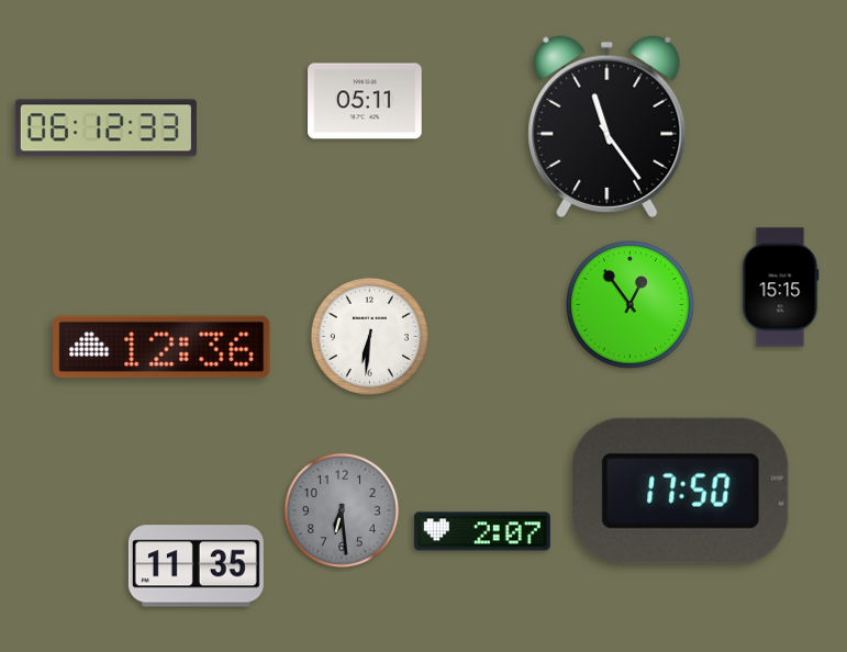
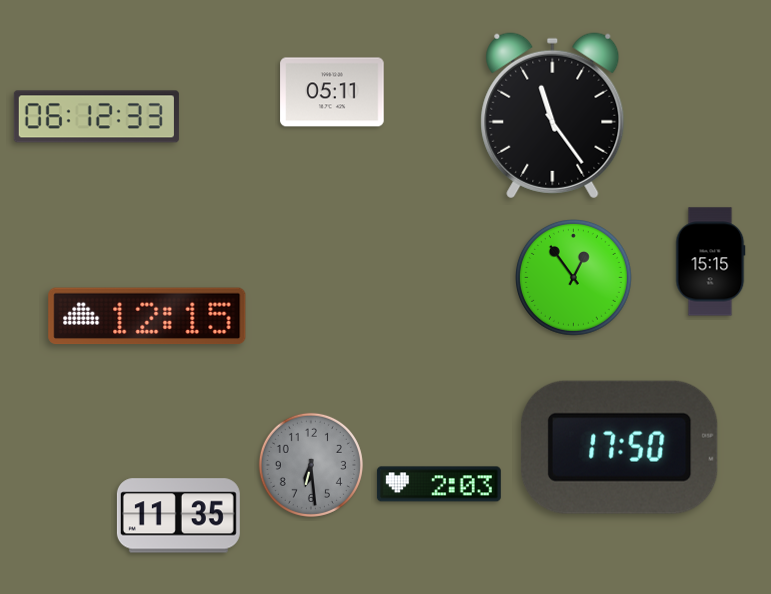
clock at (369, 336): 6:31 -> none
clock at (161, 347): 12:36 -> 12:15
clock at (482, 531): 2:07 -> 2:03
